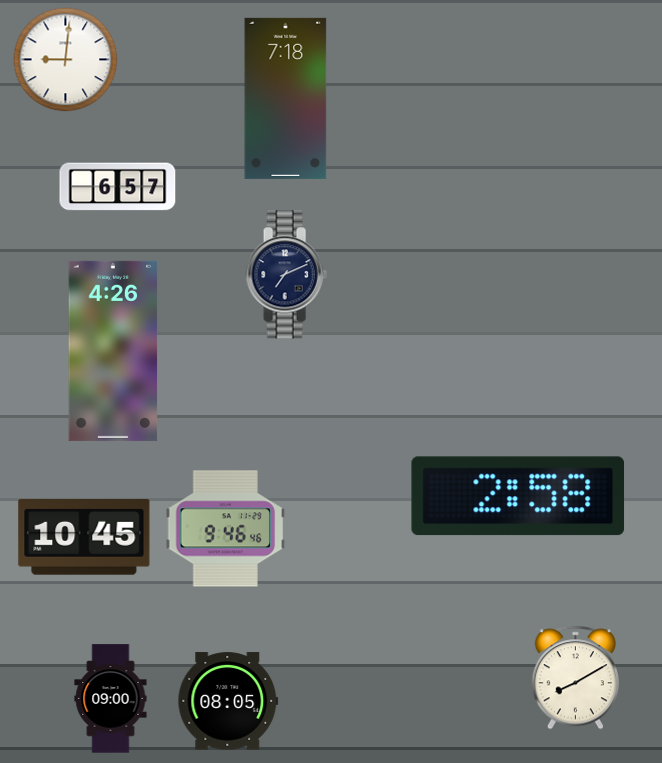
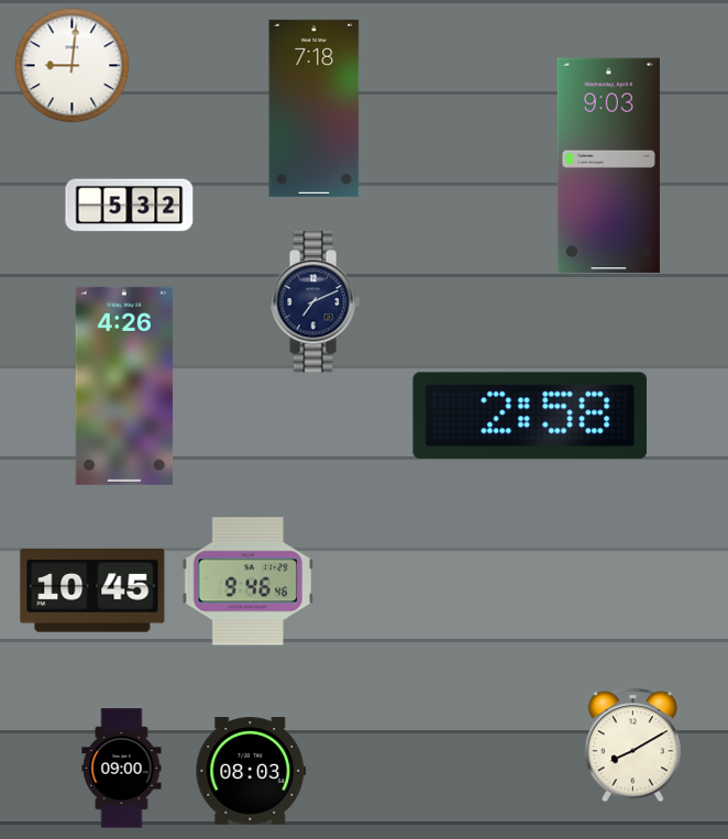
clock at (608, 166): none -> 9:03
clock at (118, 187): 6:57 -> 5:32
clock at (518, 496) position: (518, 496) -> (530, 416)
clock at (228, 701): 08:05 -> 08:03
